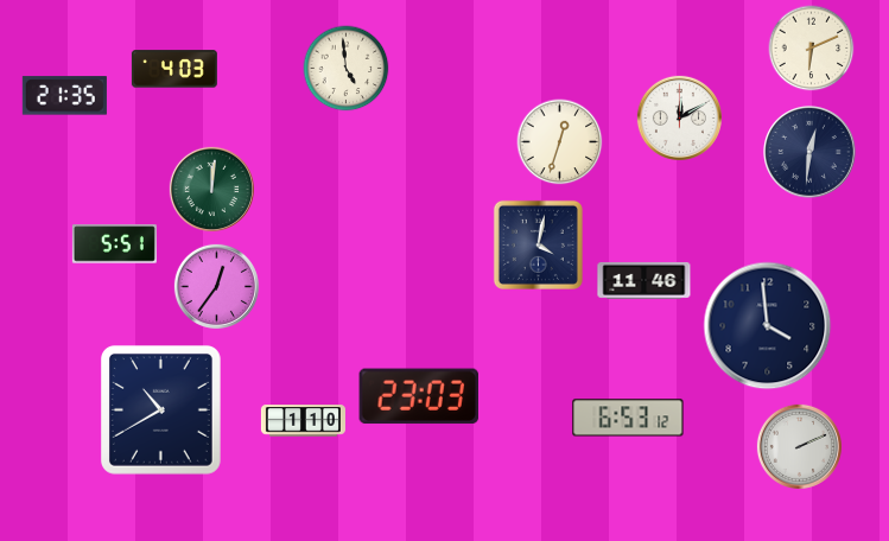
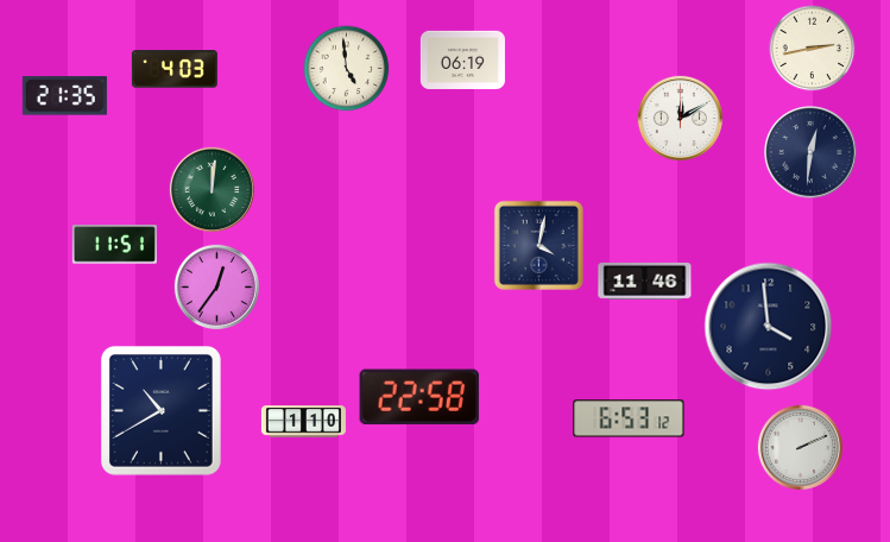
clock at (812, 49): 6:11 -> 2:43
clock at (462, 59): none -> 06:19
clock at (560, 142): 12:33 -> none
clock at (114, 244): 5:51 -> 11:51
clock at (419, 396): 23:03 -> 22:58
